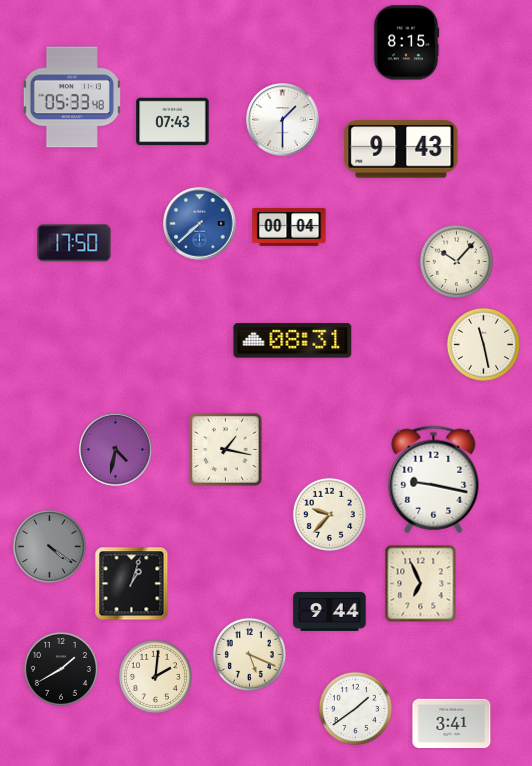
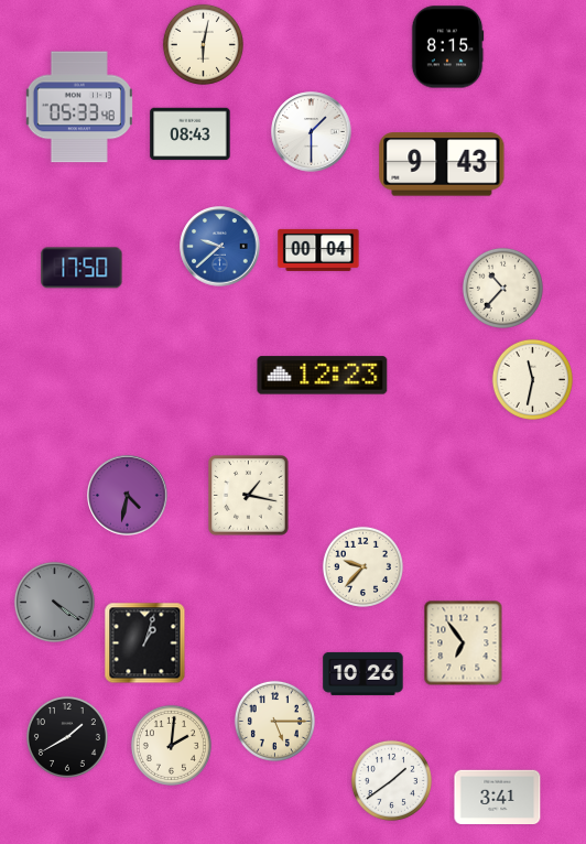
clock at (203, 44): none -> 6:02
clock at (173, 122): 07:43 -> 08:43
clock at (200, 224): 7:38 -> 9:38
clock at (456, 261): 10:07 -> 10:37
clock at (293, 341): 08:31 -> 12:23
clock at (483, 344): 11:28 -> 11:32
clock at (434, 480): 9:17 -> none
clock at (421, 584): 6:56 -> 6:54
clock at (330, 611): 9:44 -> 10:26
clock at (249, 654): 5:19 -> 5:15
